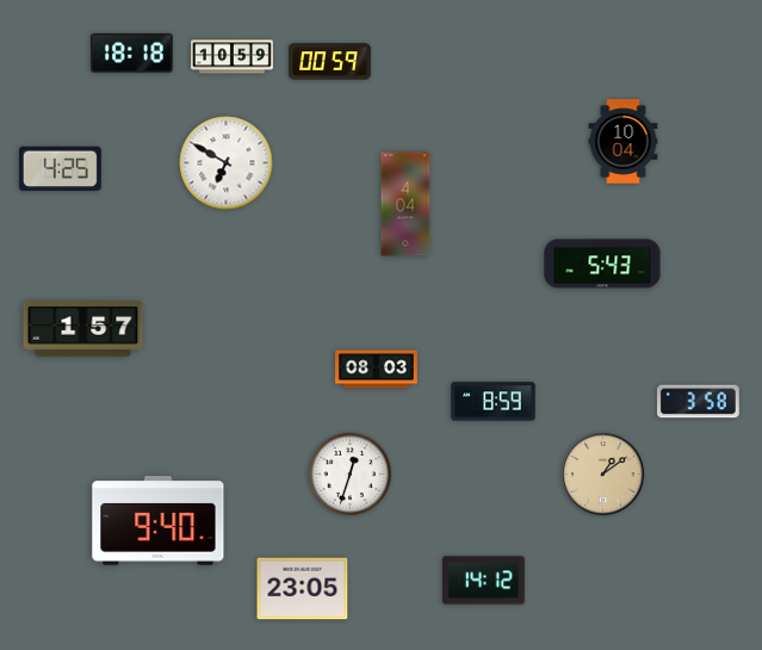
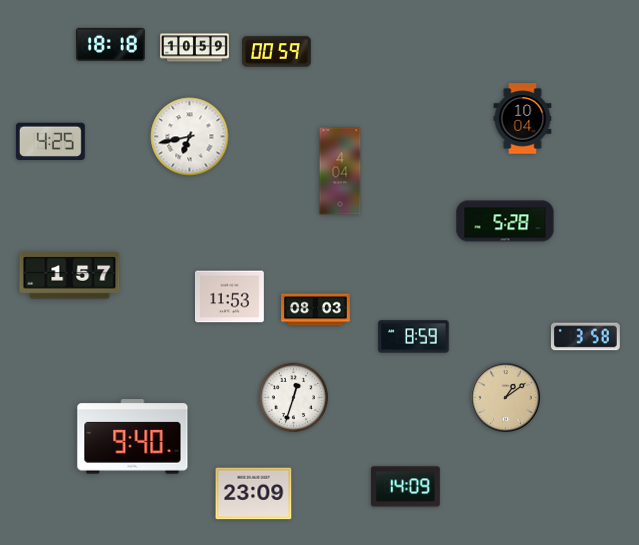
clock at (227, 163): 6:50 -> 6:43
clock at (602, 264): 5:43 -> 5:28
clock at (230, 297): none -> 11:53
clock at (483, 581): 14:12 -> 14:09
clock at (303, 589): 23:05 -> 23:09
